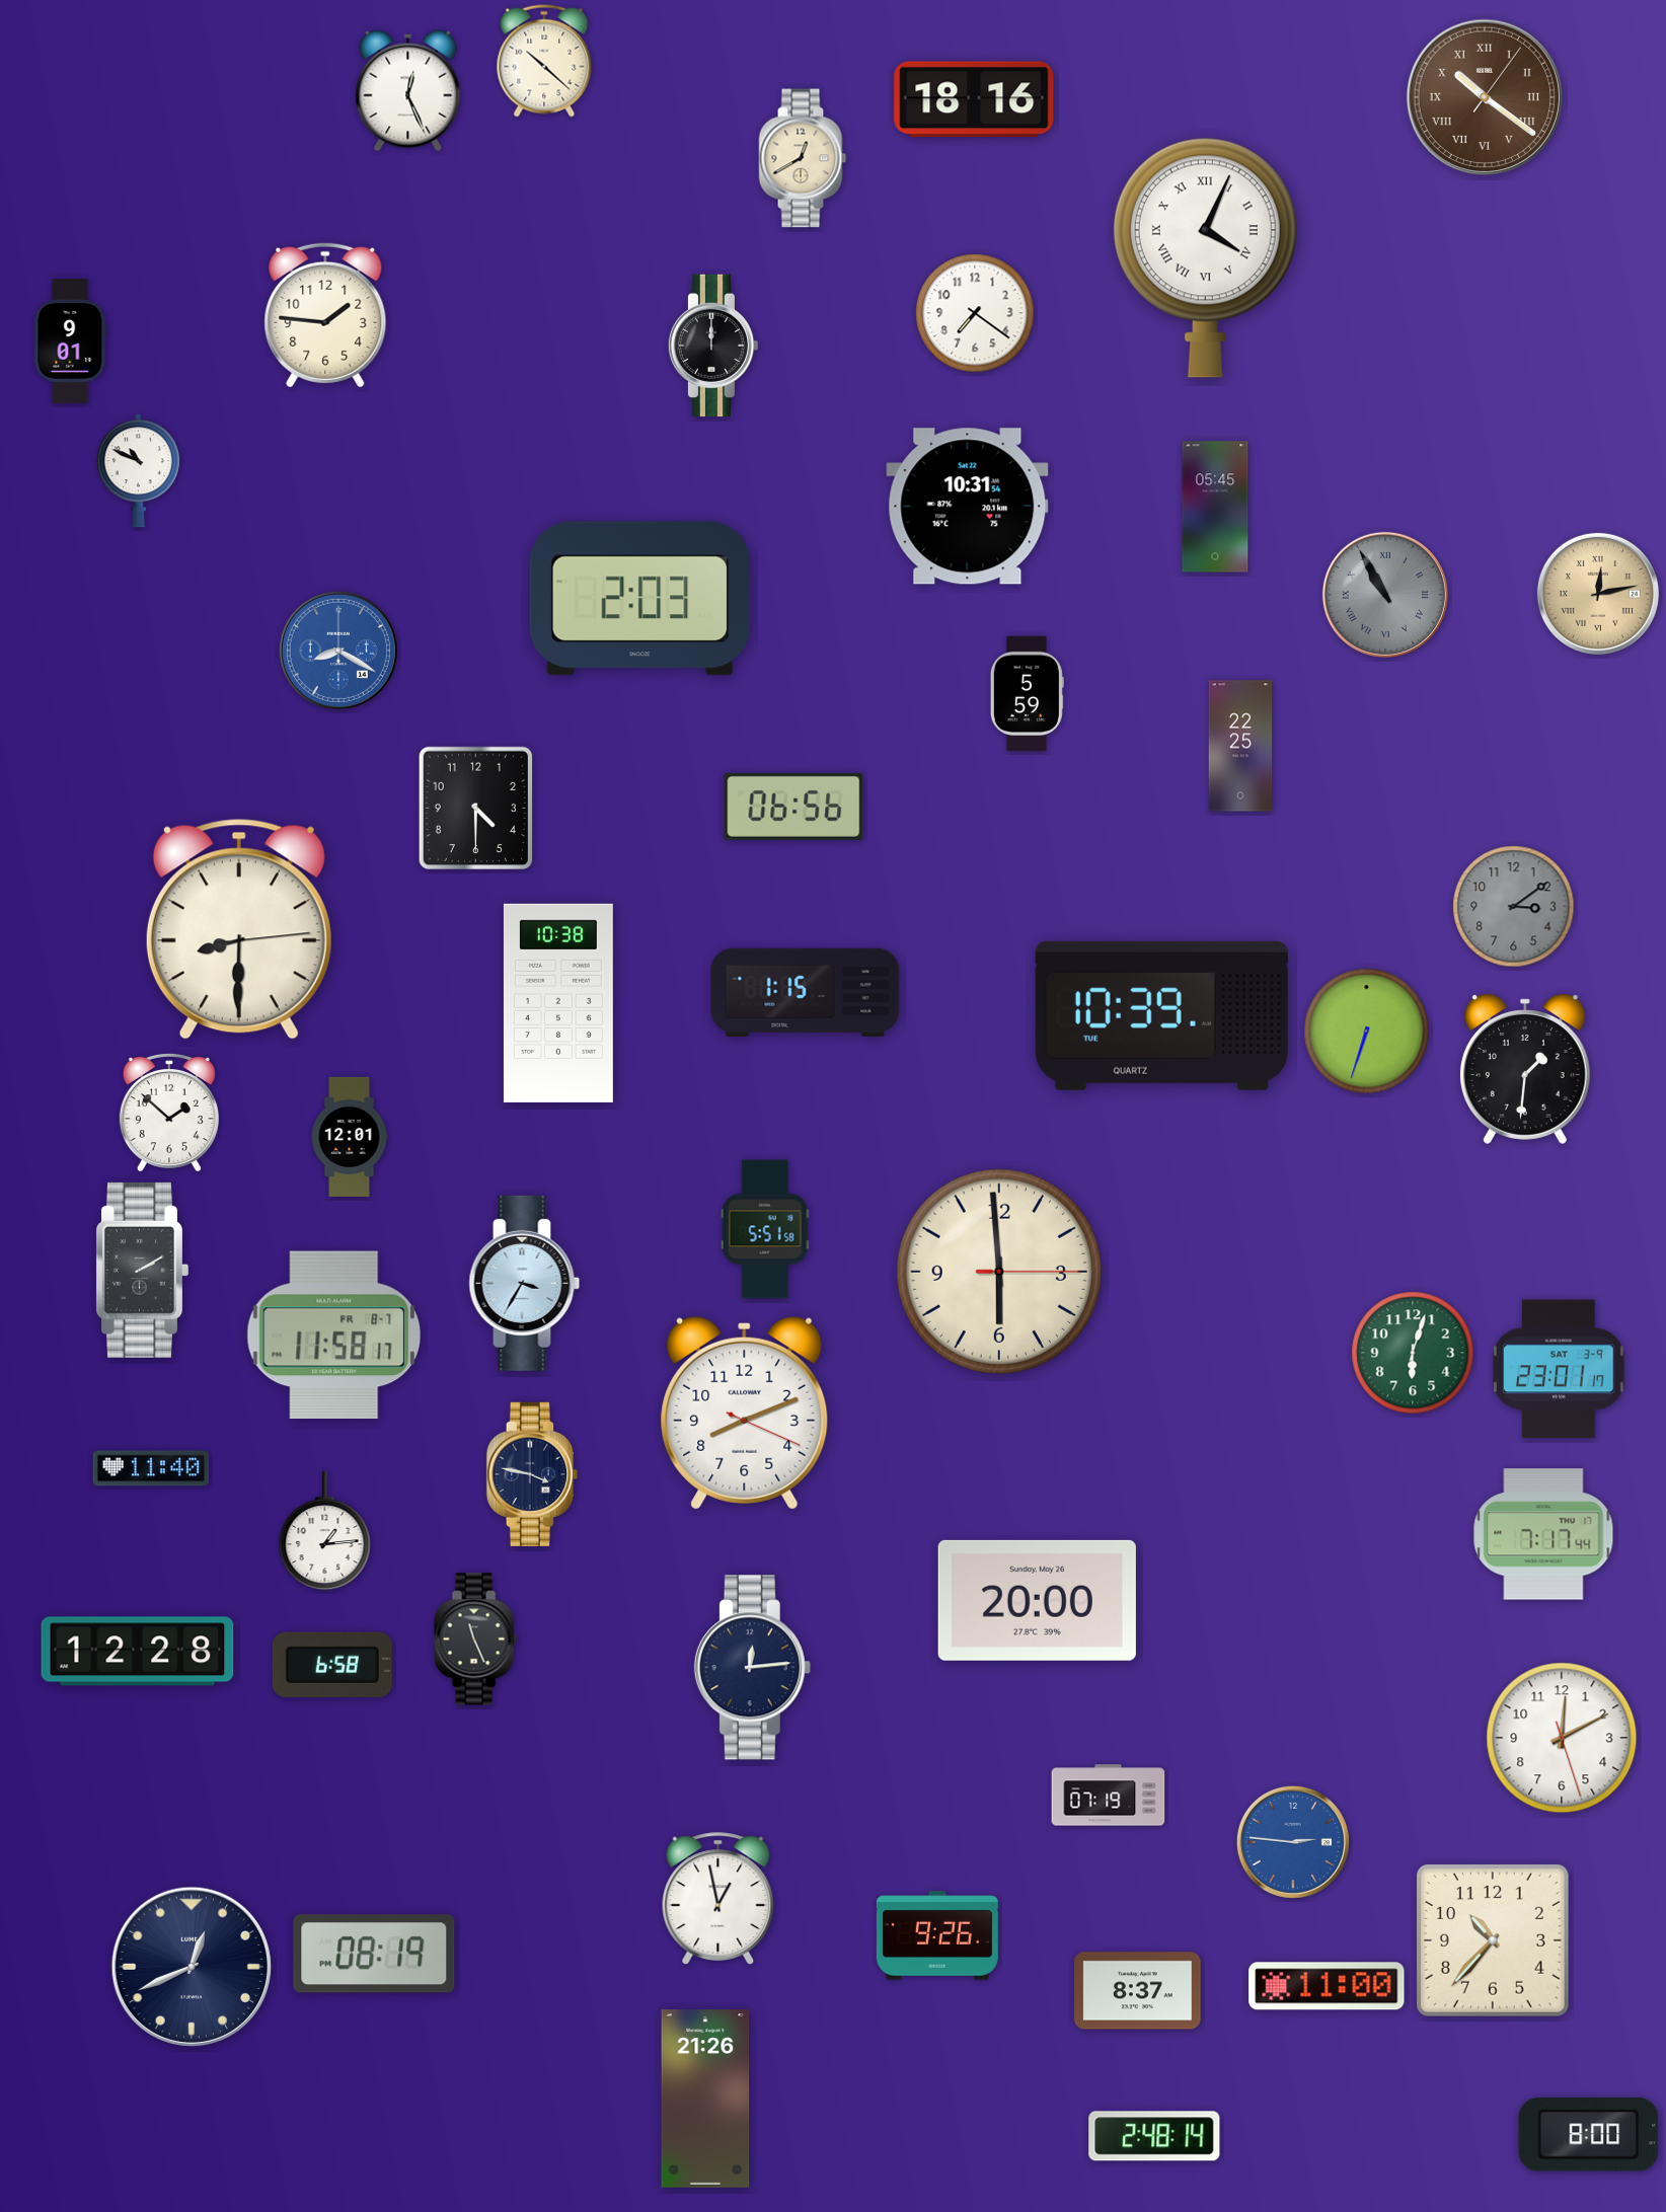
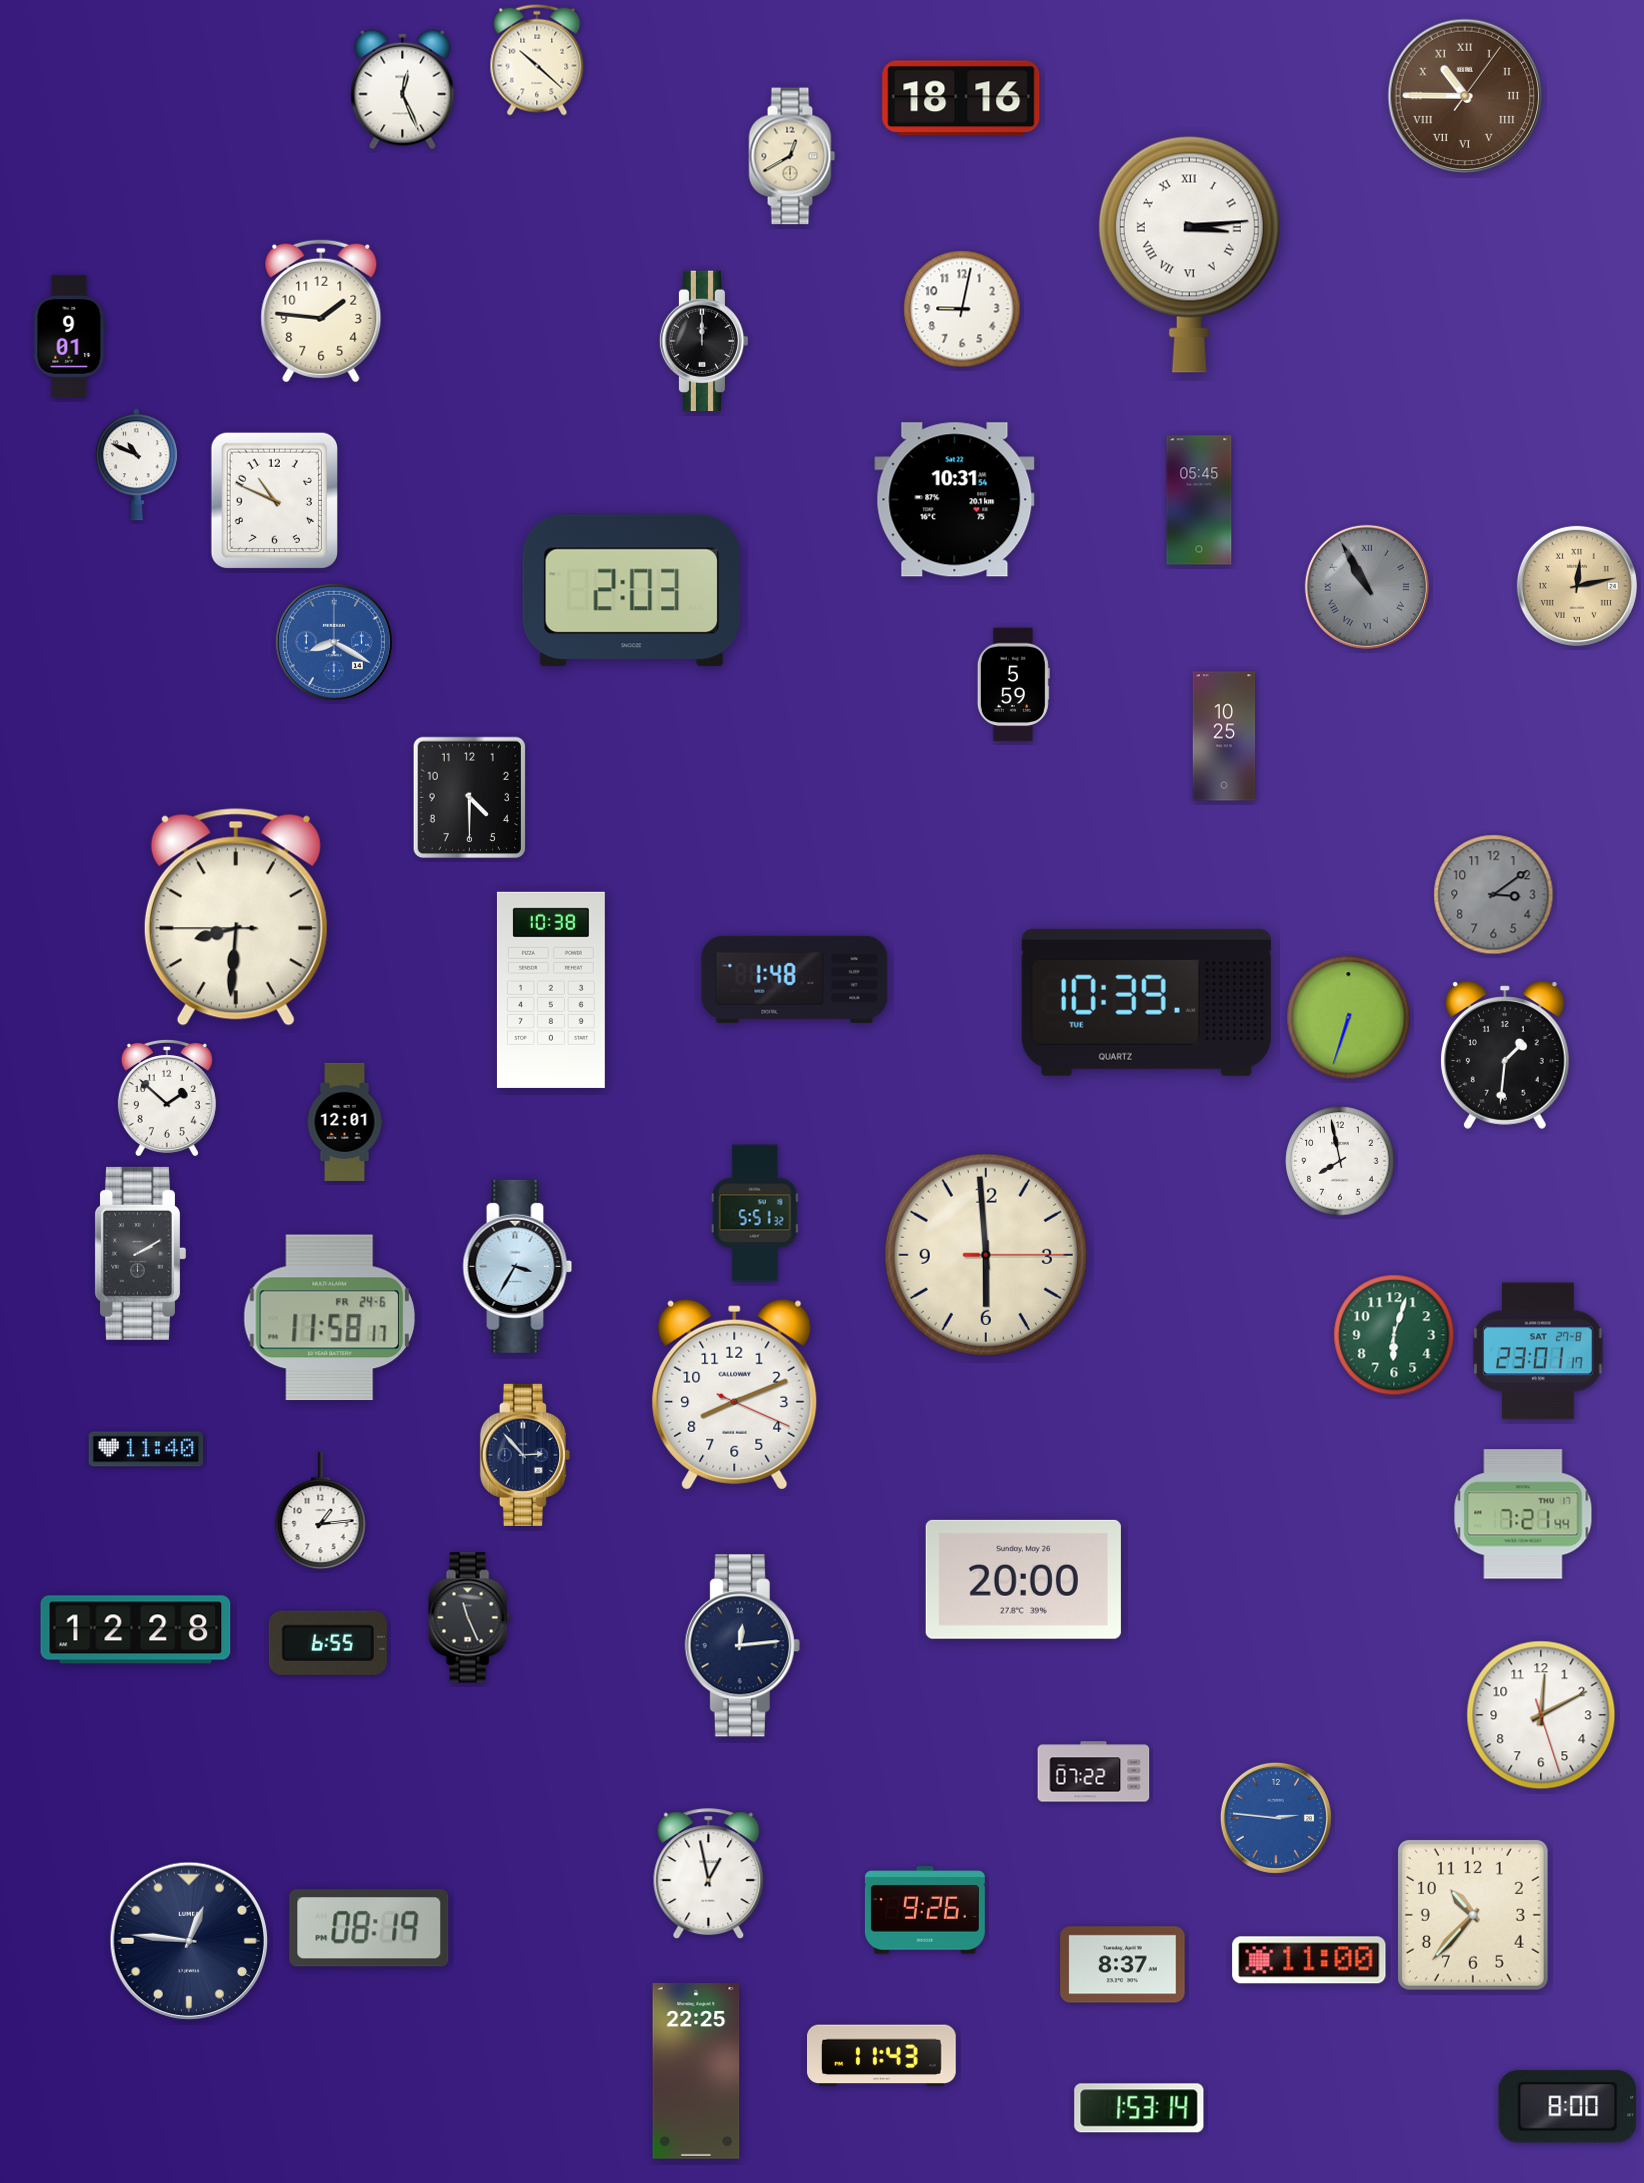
clock at (1484, 96): 10:21 -> 10:45
clock at (1205, 257): 4:04 -> 3:14
clock at (975, 313): 7:21 -> 9:02
clock at (274, 501): none -> 10:49
clock at (1240, 746): 22:25 -> 10:25
clock at (793, 807): 06:56 -> none
clock at (239, 929): 8:30:14 -> 8:30:45
clock at (806, 992): 1:15 -> 1:48
clock at (1340, 1161): none -> 7:58
clock at (765, 1229): 5:51:58 -> 5:51:32
clock at (334, 1336) date: FR 8-7 -> FR 24-6
clock at (1559, 1369) date: SAT 3-9 -> SAT 27-8
clock at (151, 1468) position: (151, 1468) -> (146, 1449)
clock at (531, 1474): 3:47 -> 2:53
clock at (1543, 1534): 7:17 -> 7:21
clock at (332, 1665): 6:58 -> 6:55
clock at (1109, 1796): 07:19 -> 07:22
clock at (192, 1967): 12:41 -> 12:46
clock at (882, 2056): none -> 11:43
clock at (705, 2100): 21:26 -> 22:25
clock at (1154, 2136): 2:48 -> 1:53
